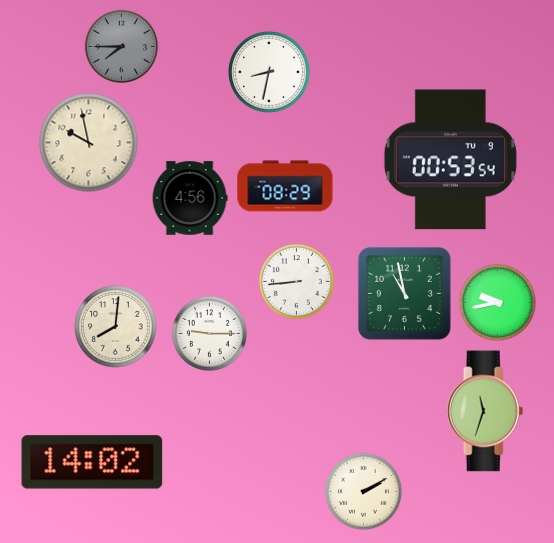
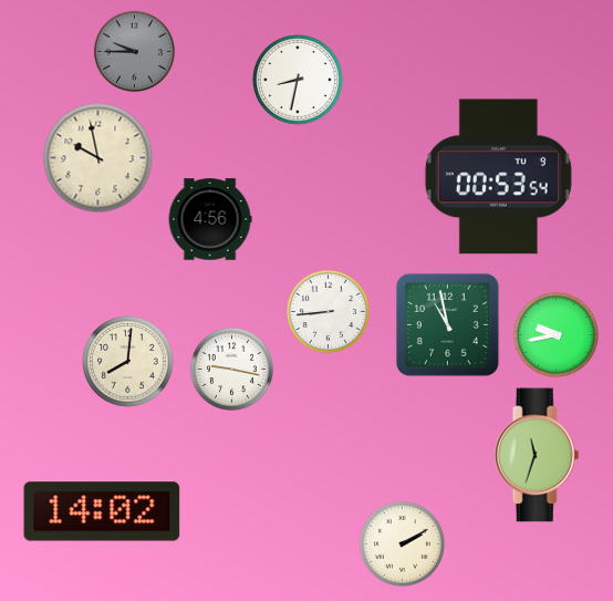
clock at (121, 46): 7:45 -> 9:45
clock at (285, 186): 08:29 -> none
clock at (497, 302) position: (497, 302) -> (555, 334)
clock at (209, 333): 9:15 -> 9:17
